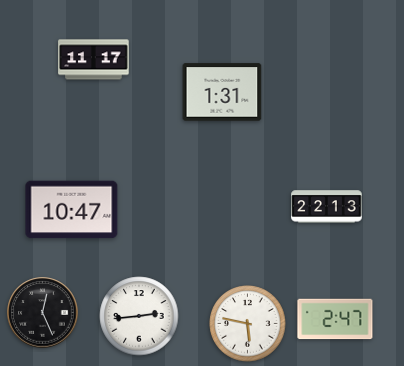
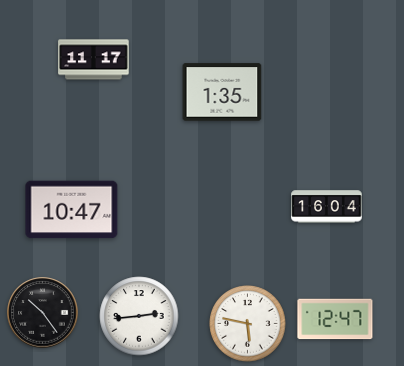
clock at (222, 92): 1:31 -> 1:35
clock at (327, 207): 22:13 -> 16:04
clock at (43, 313): 12:26 -> 10:24
clock at (335, 319): 2:47 -> 12:47
